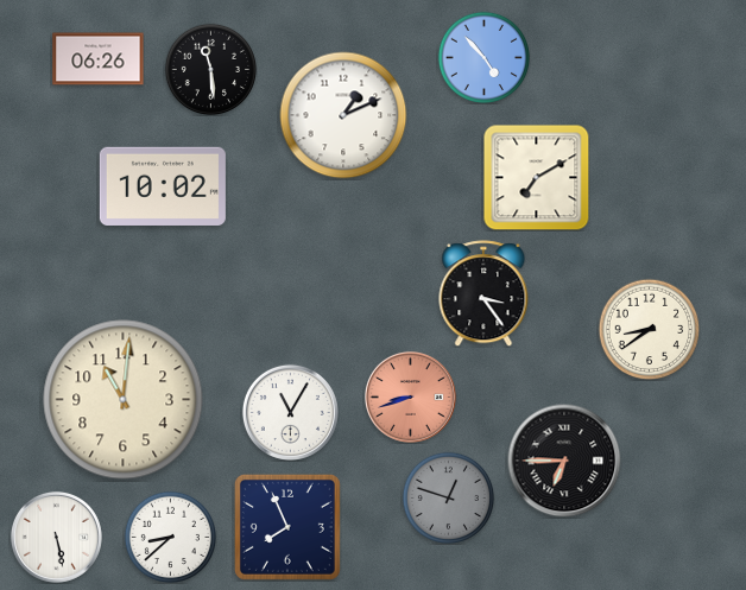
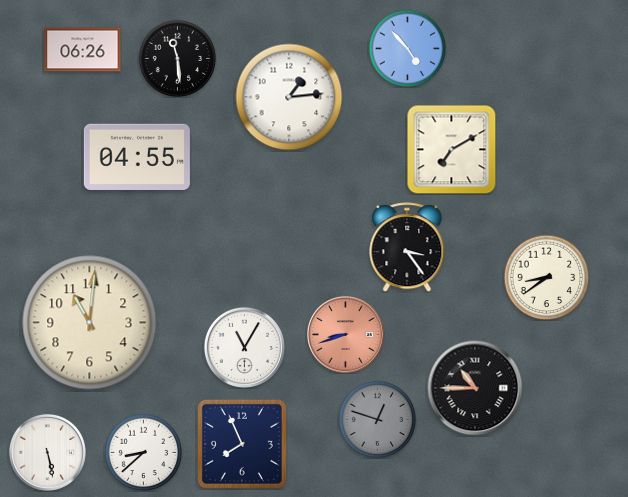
clock at (343, 115): 1:11 -> 1:14
clock at (163, 185): 10:02 -> 04:55
clock at (124, 400) position: (124, 400) -> (90, 323)
clock at (564, 461): 6:45 -> 10:45
